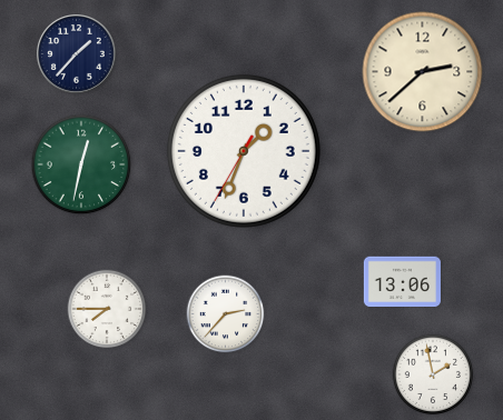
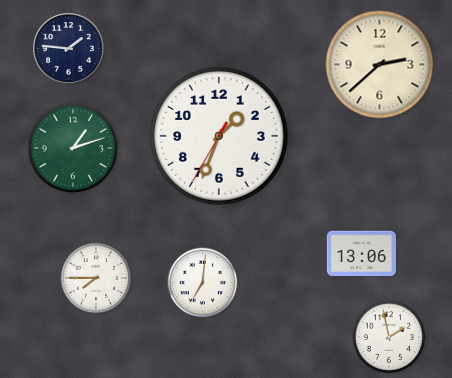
clock at (77, 54): 1:37 -> 1:46
clock at (81, 164): 12:32 -> 1:12
clock at (226, 314): 2:37 -> 7:01
